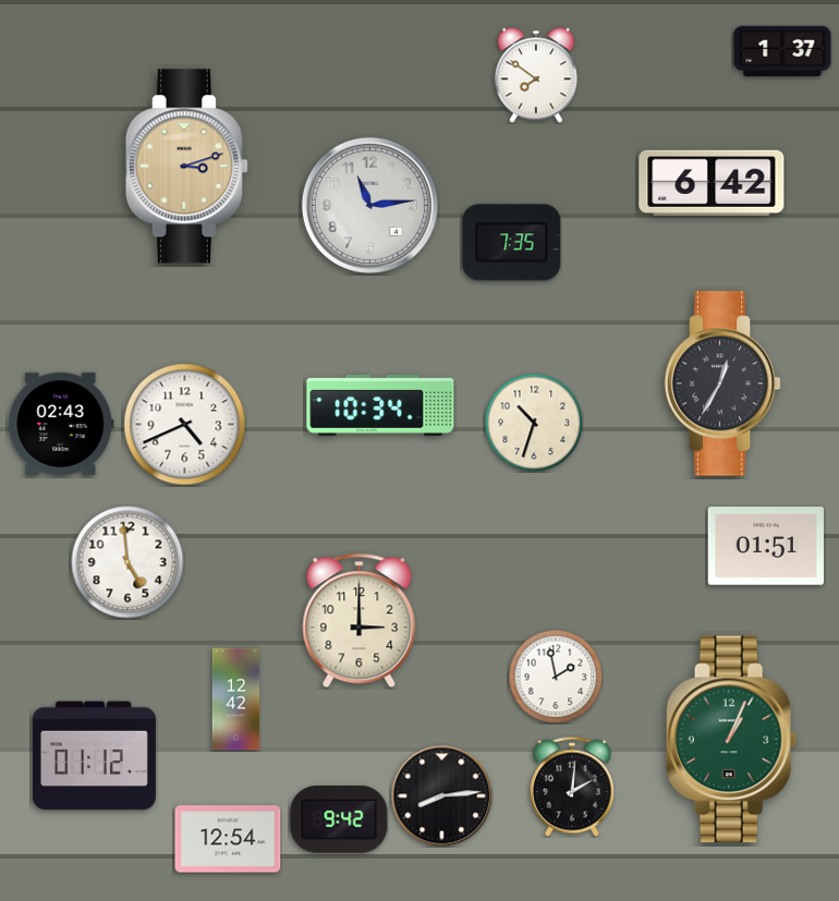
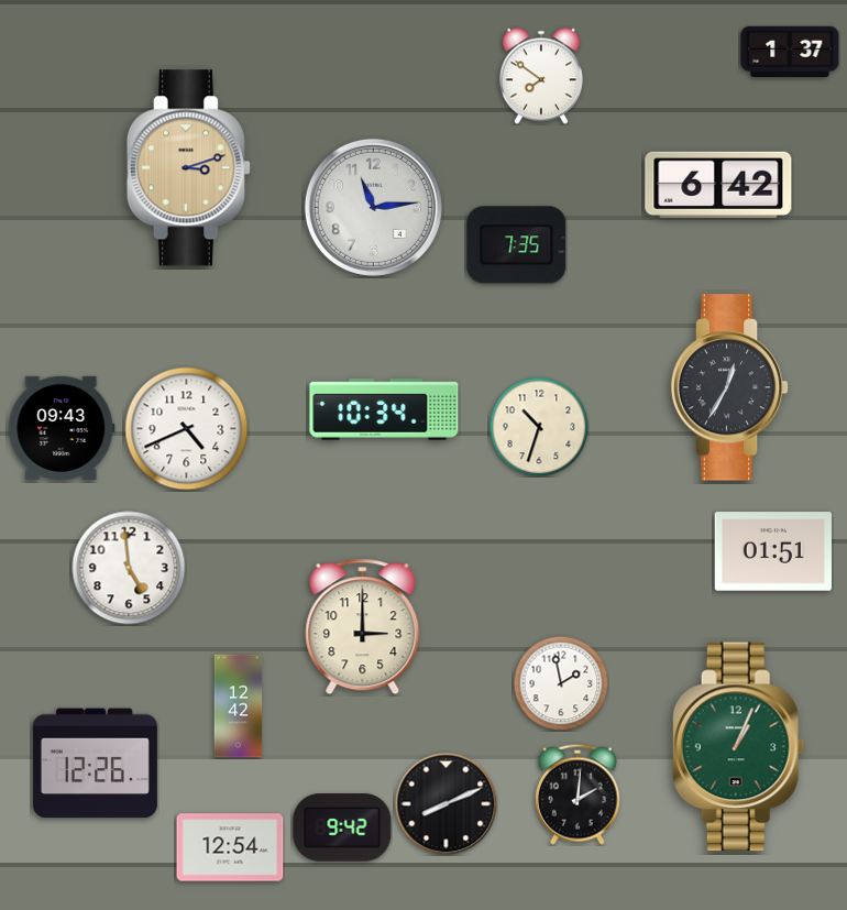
clock at (61, 424): 02:43 -> 09:43
clock at (94, 756): 01:12 -> 12:26
clock at (441, 795): 8:14 -> 8:11
